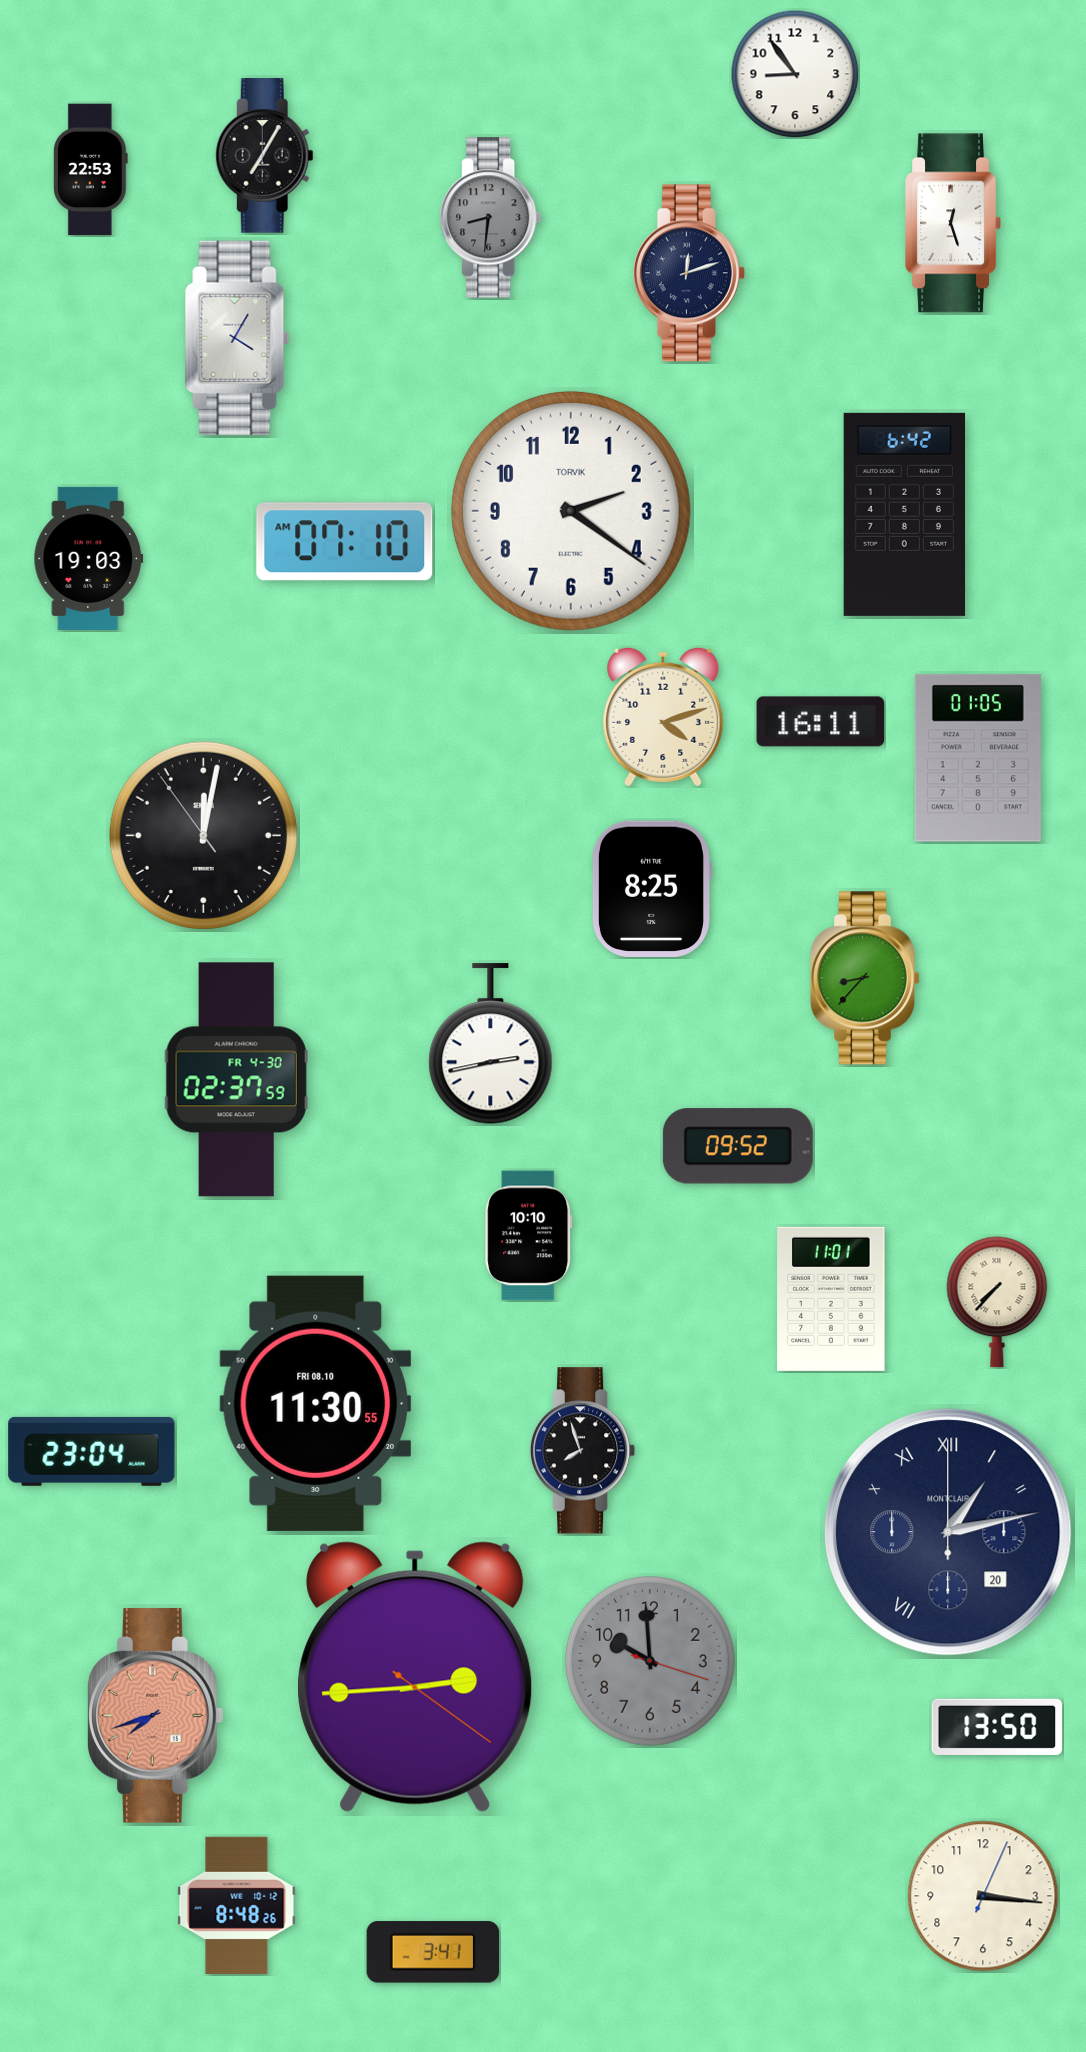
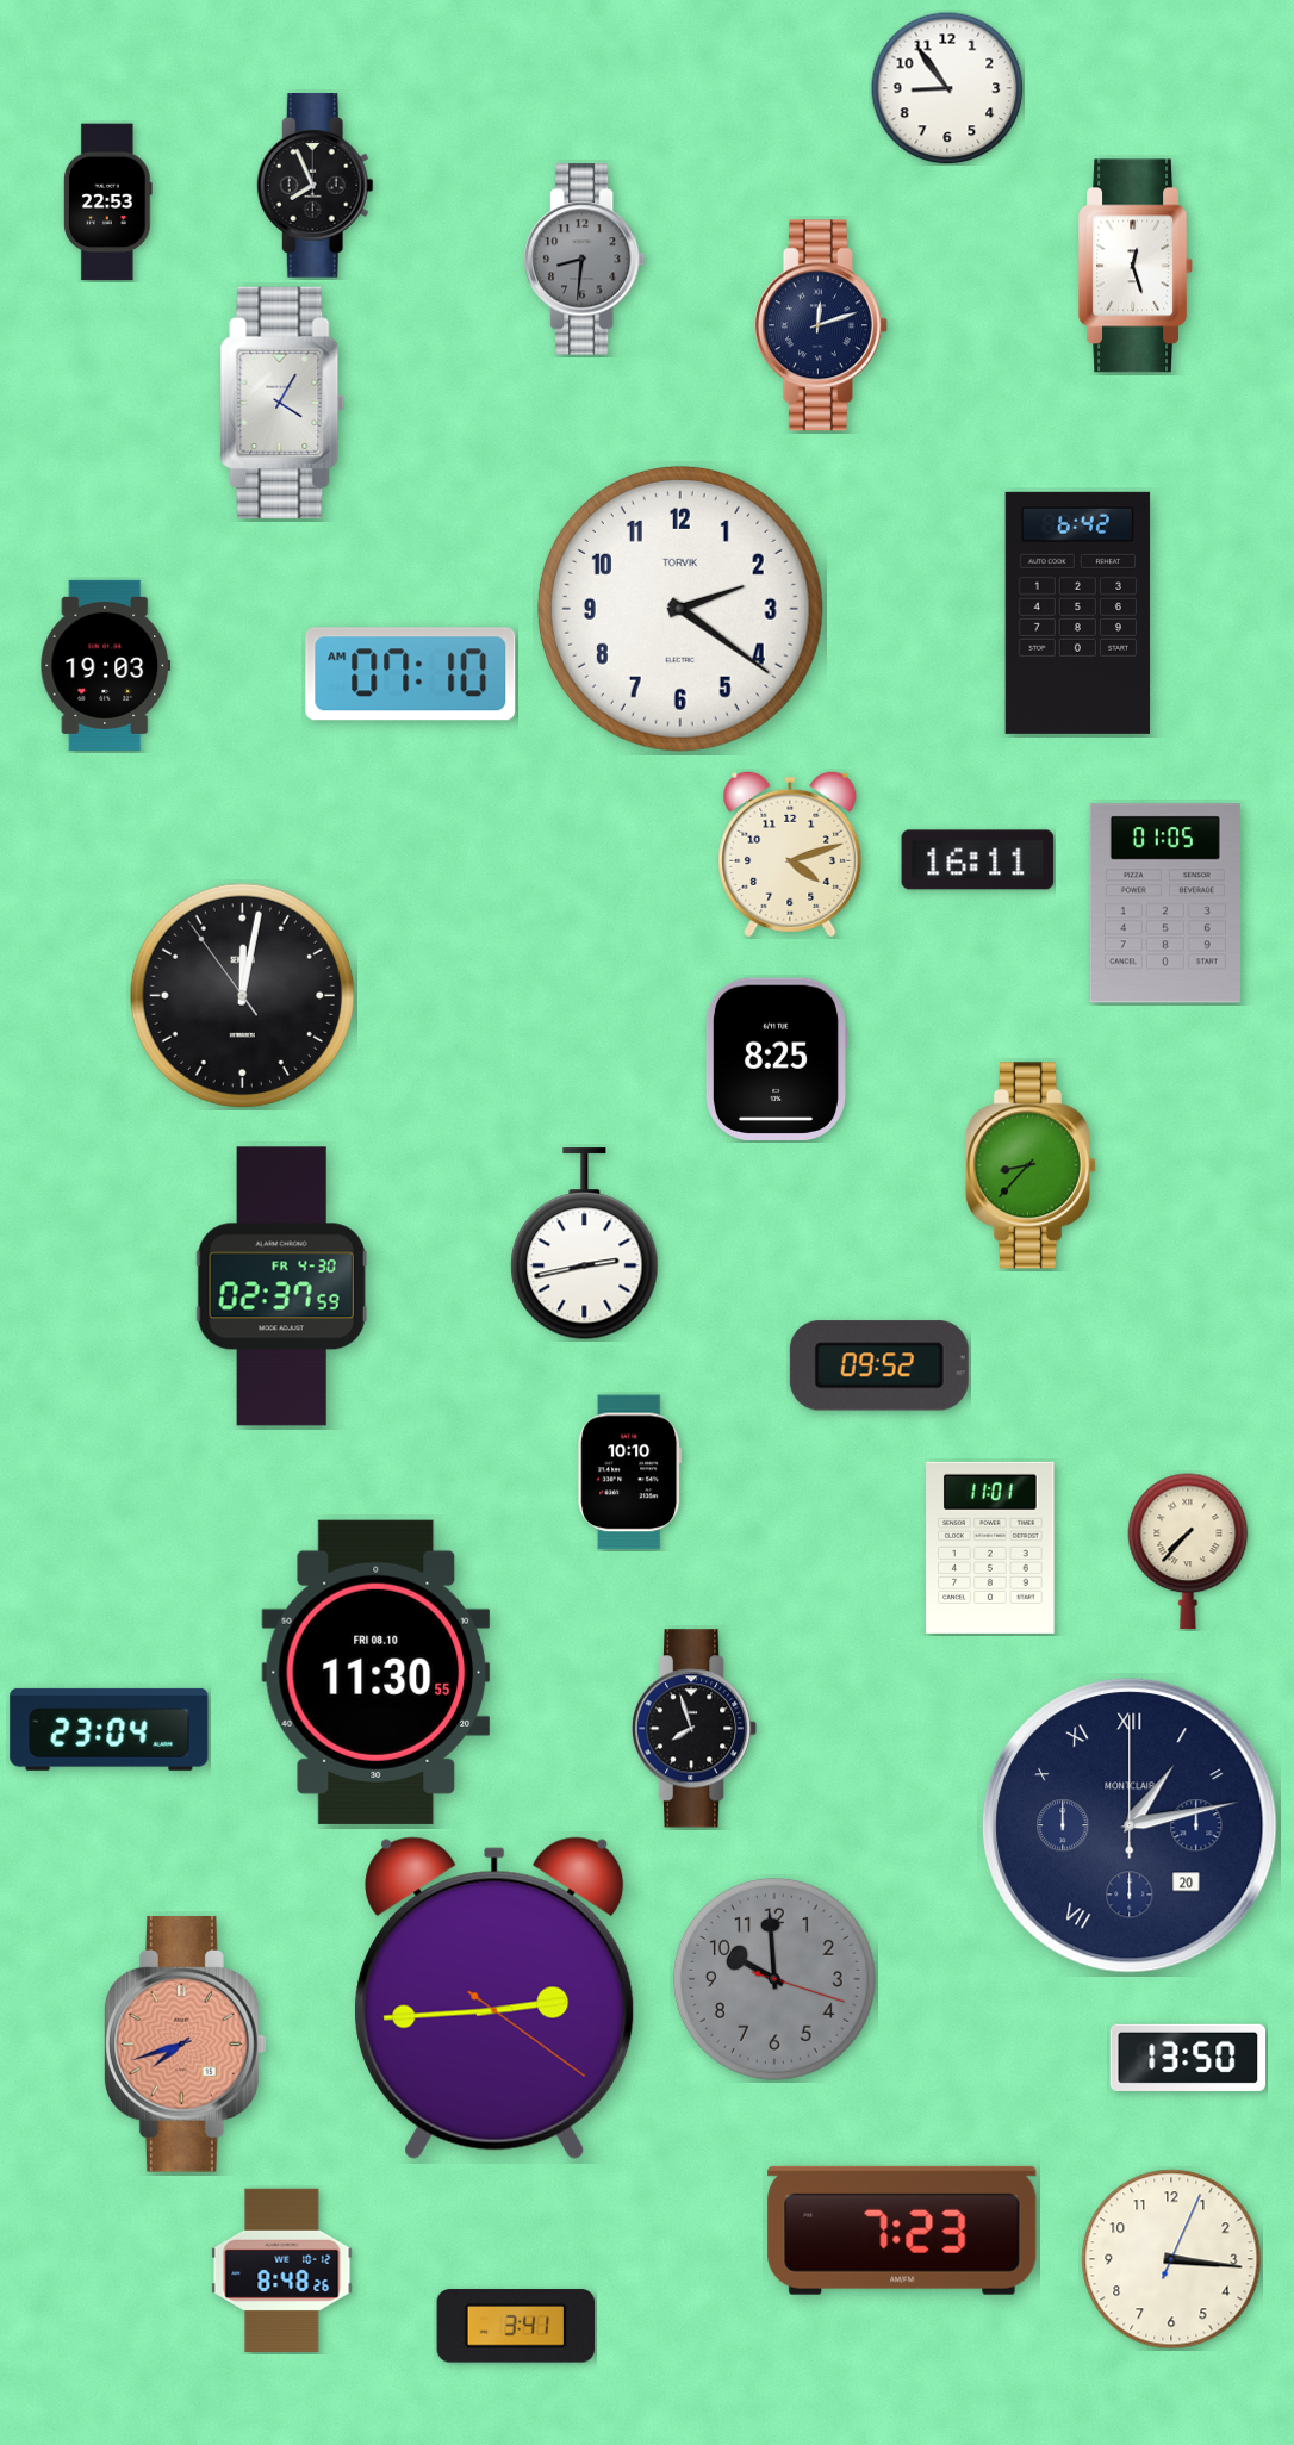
clock at (264, 156): 7:05 -> 7:56
clock at (345, 542) position: (345, 542) -> (411, 674)
clock at (902, 2231): none -> 7:23
